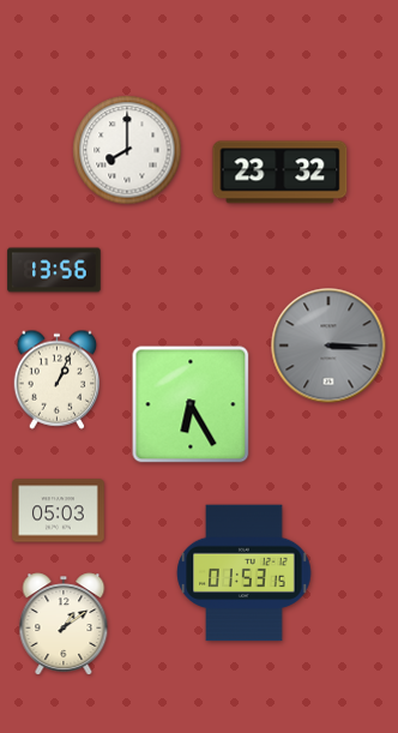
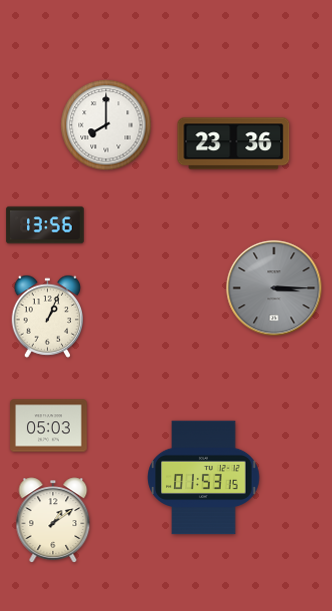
clock at (281, 173): 23:32 -> 23:36
clock at (191, 404): 6:25 -> none
